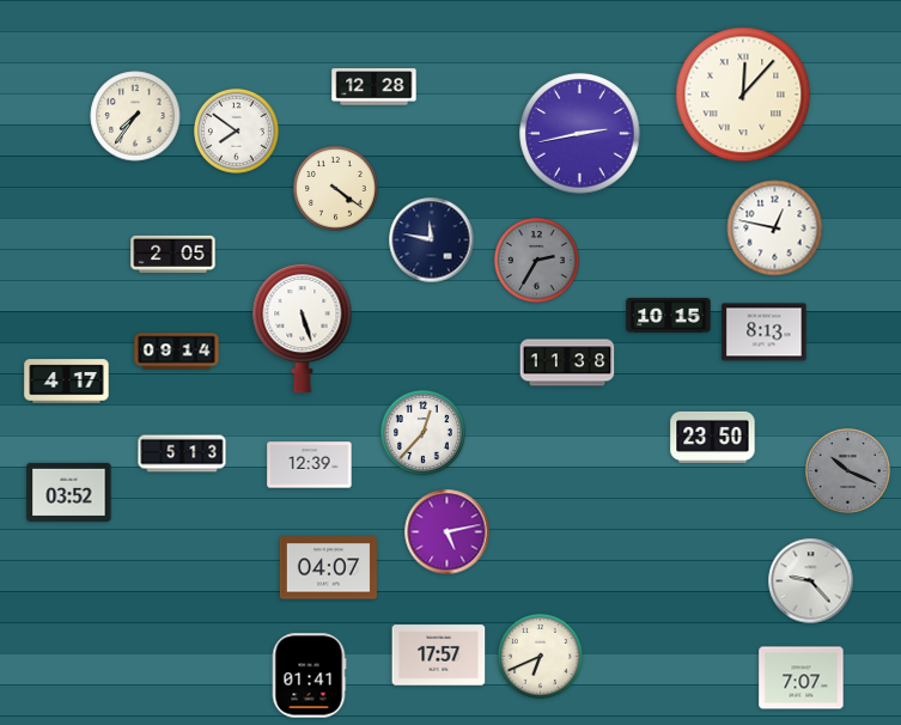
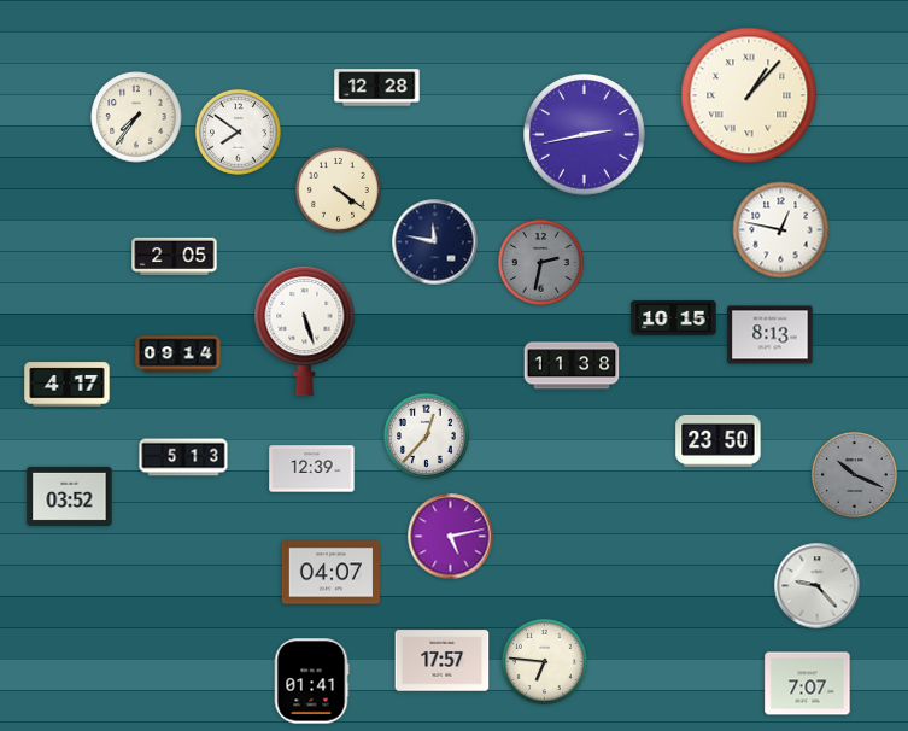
clock at (743, 95): 12:07 -> 1:07
clock at (536, 260): 2:35 -> 2:32
clock at (540, 656): 6:41 -> 6:46
